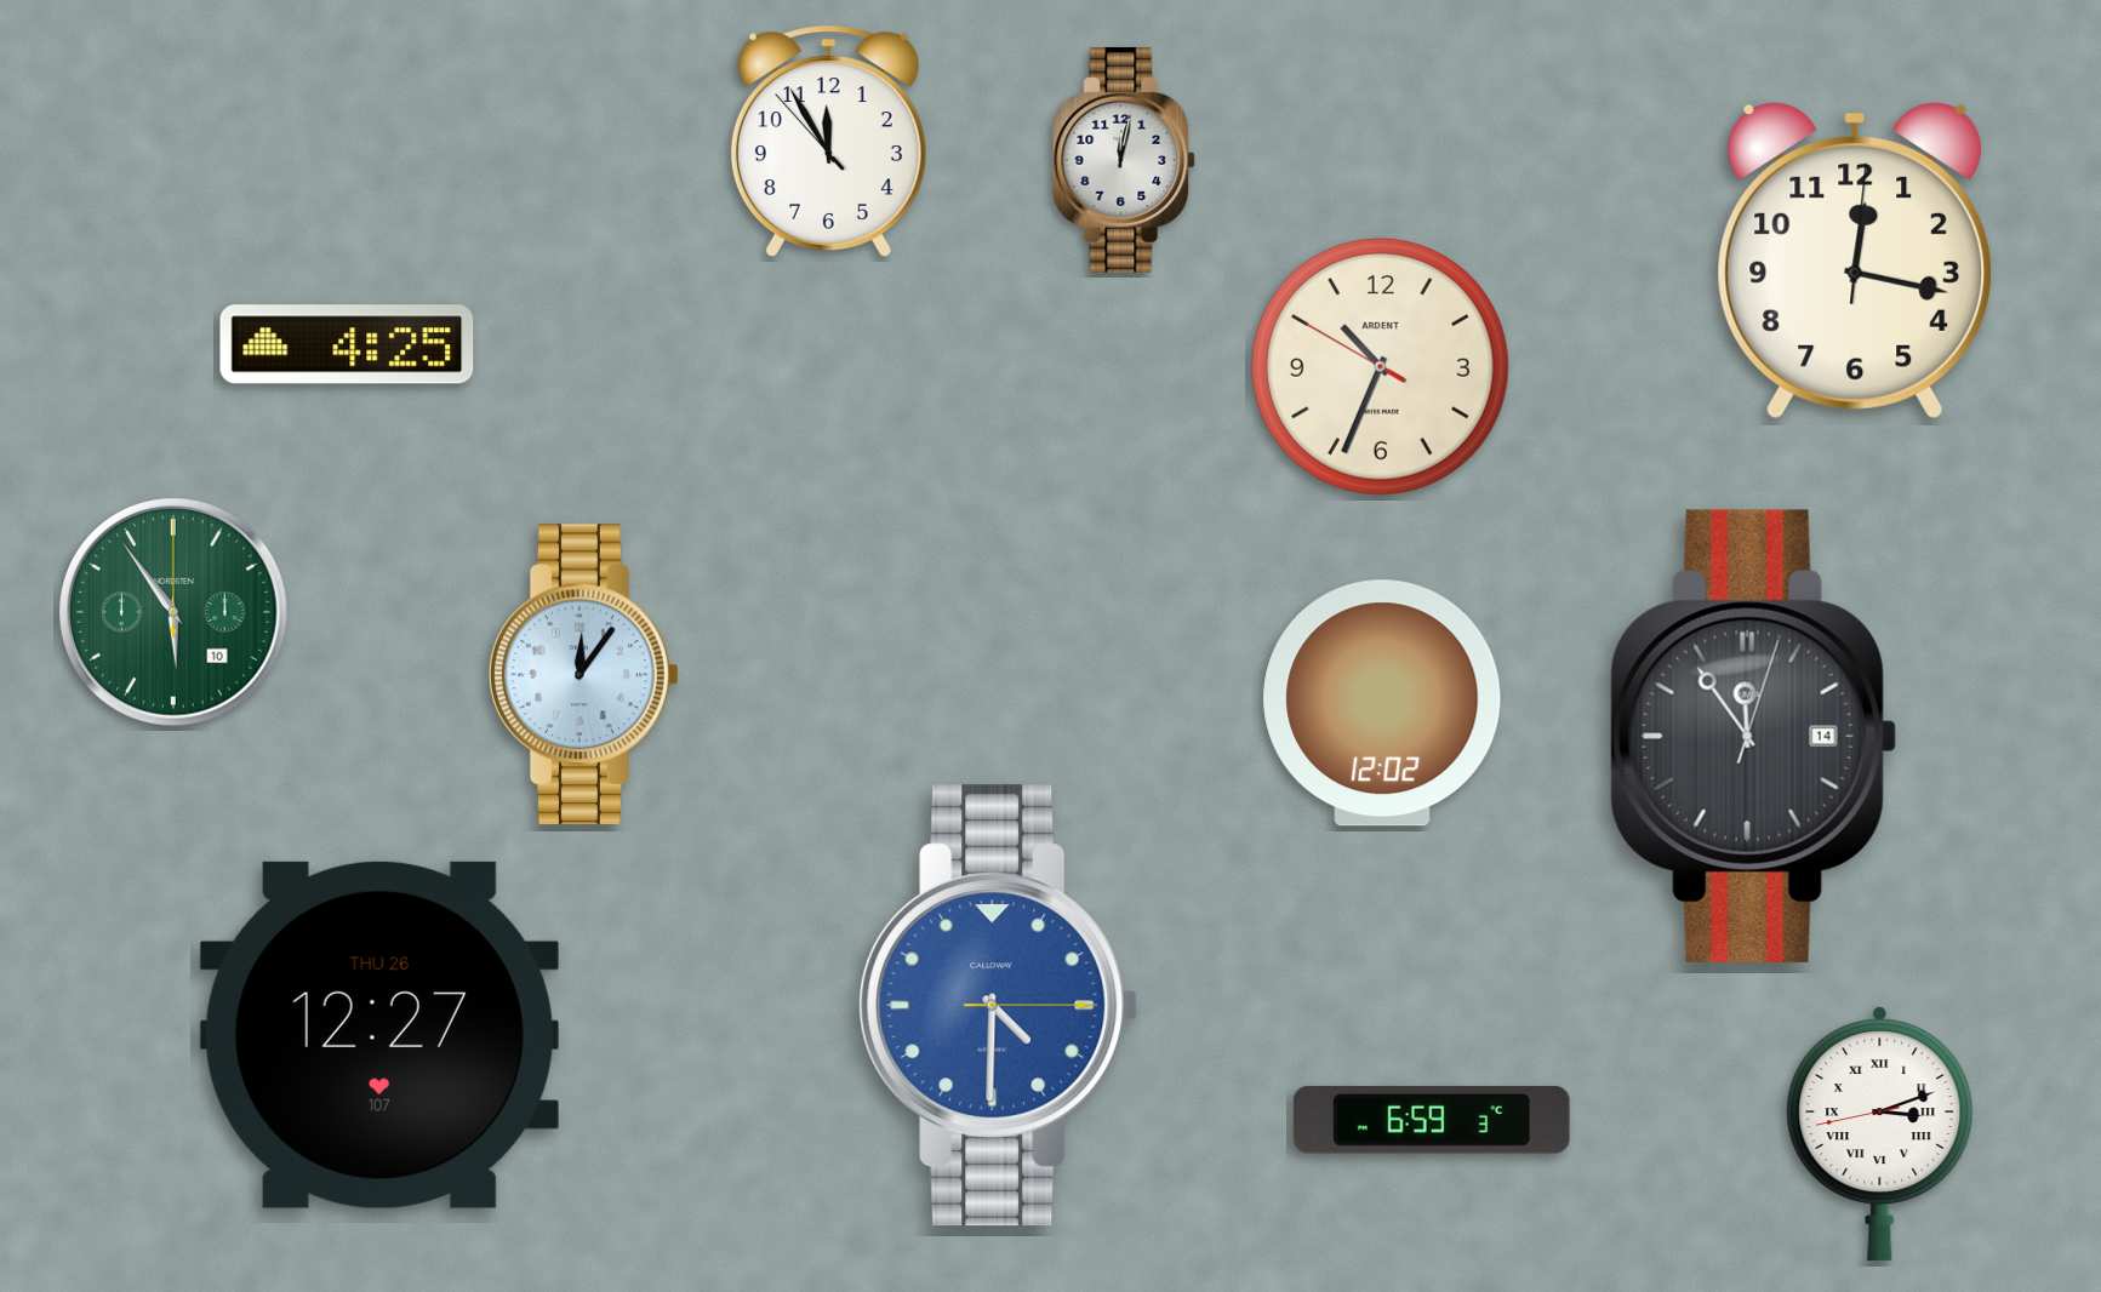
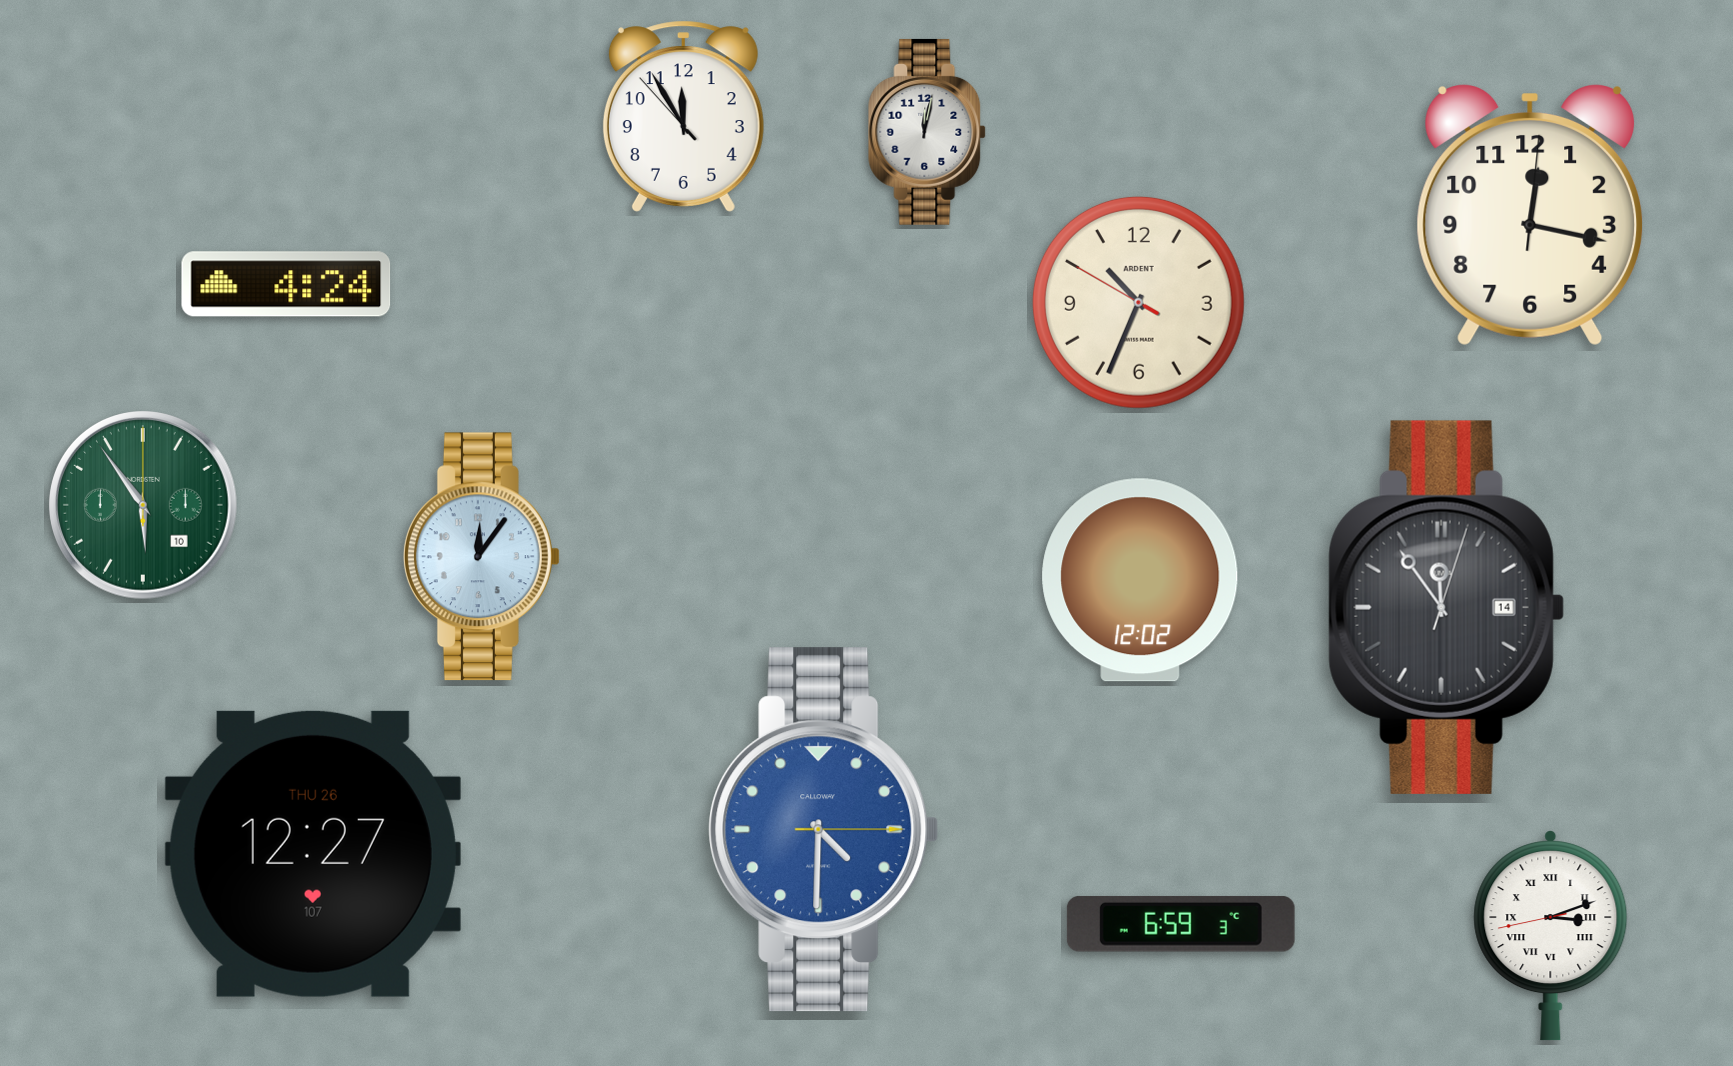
clock at (347, 344): 4:25 -> 4:24
